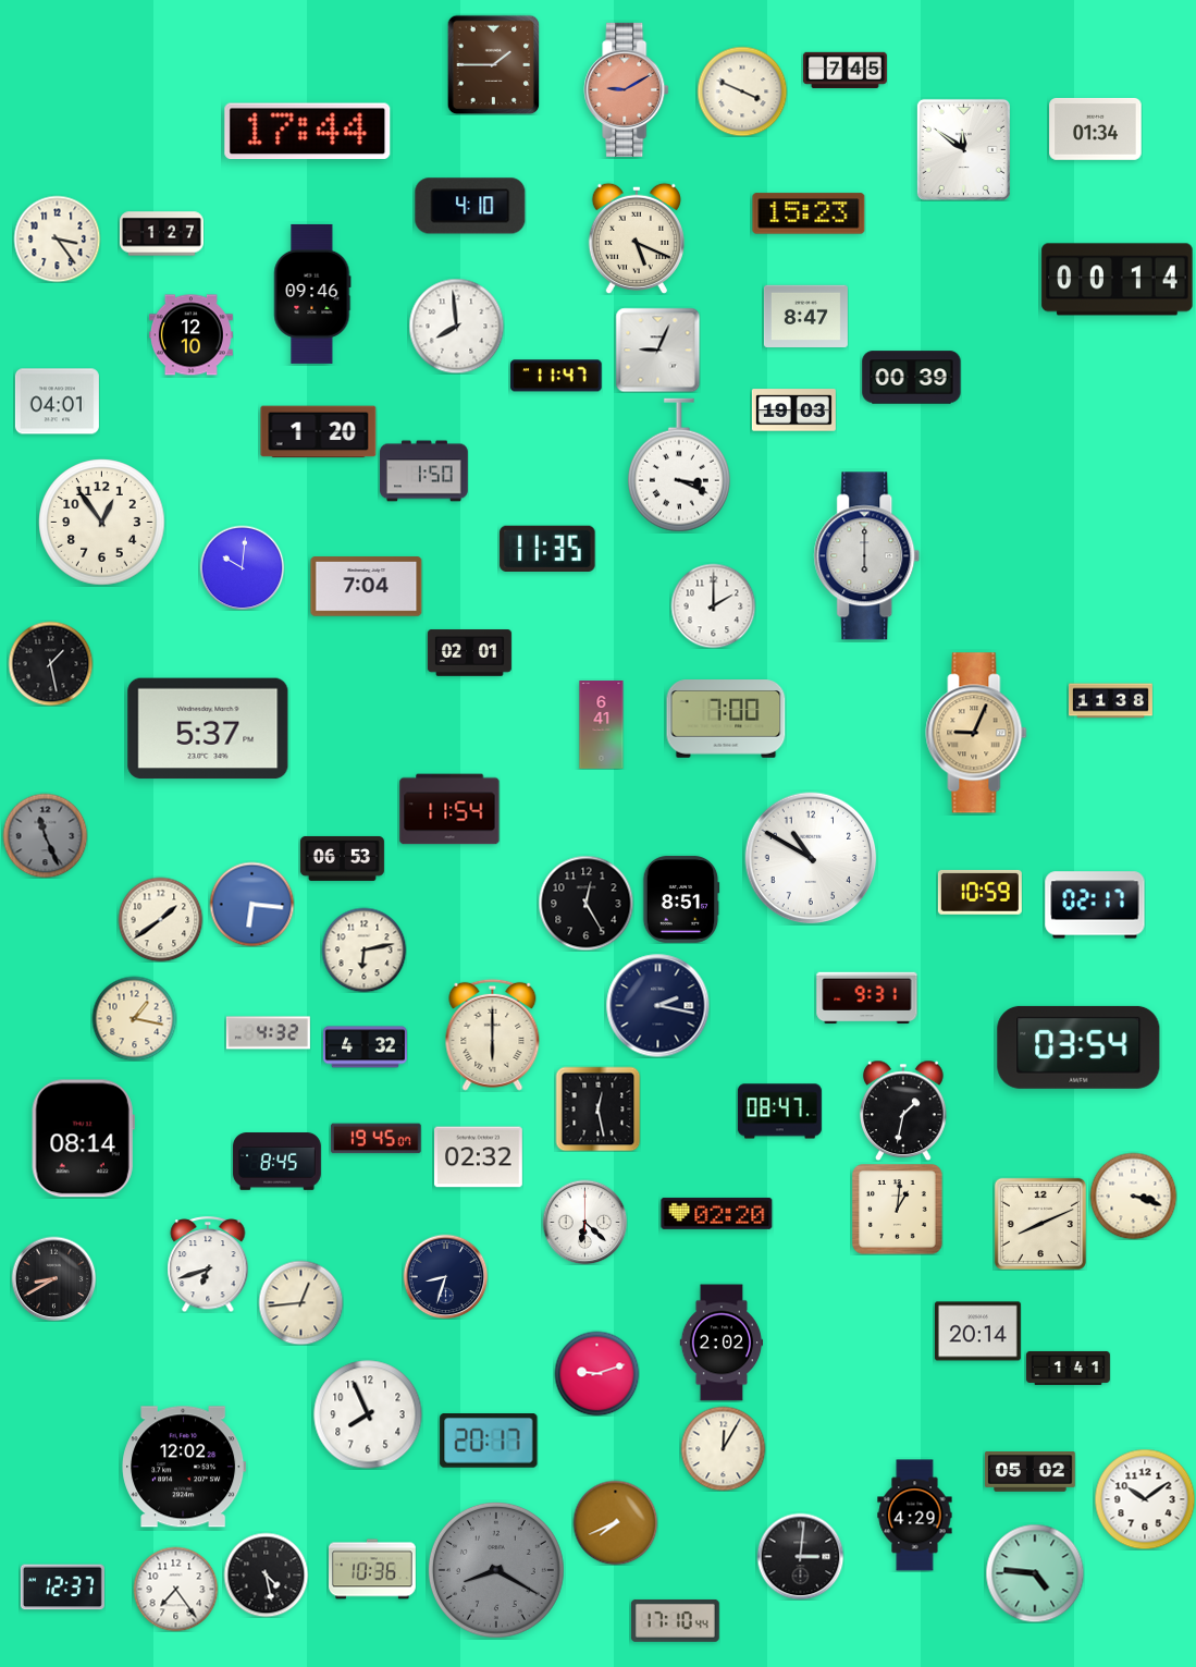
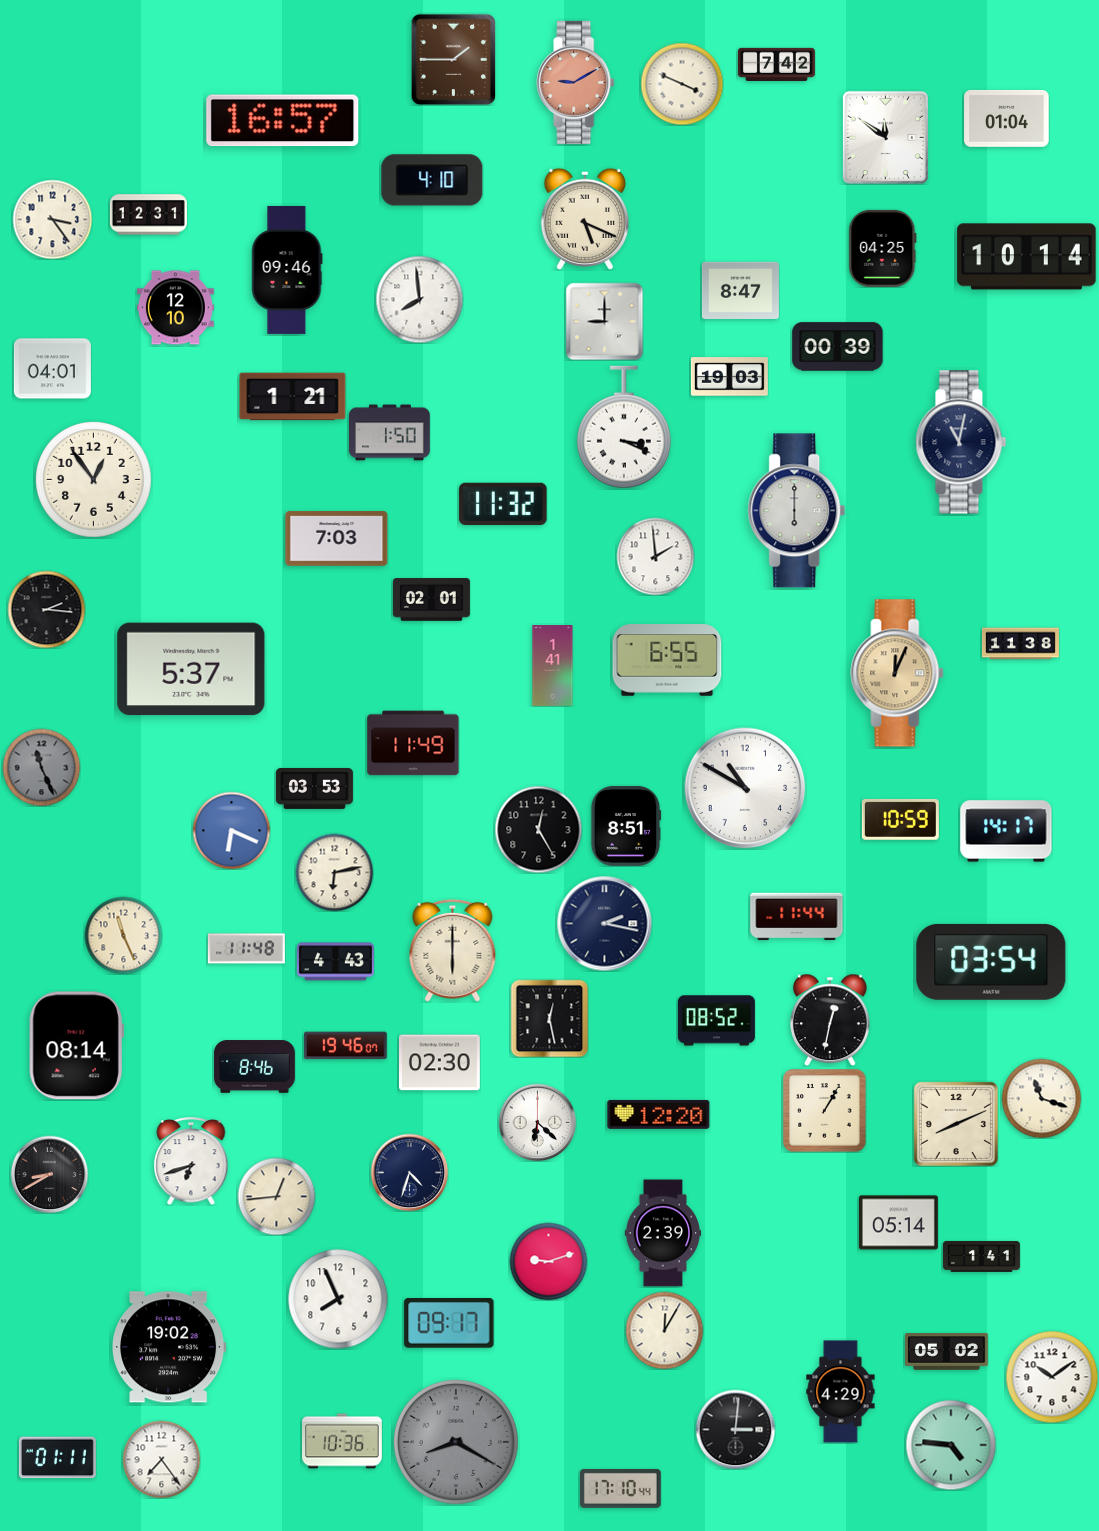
clock at (844, 70): 7:45 -> 7:42
clock at (1096, 128): 01:34 -> 01:04
clock at (308, 132): 17:44 -> 16:57
clock at (470, 206) position: (470, 206) -> (432, 180)
clock at (809, 213): 15:23 -> none
clock at (161, 234): 1:27 -> 12:31
clock at (883, 248): none -> 04:25
clock at (1118, 280): 00:14 -> 10:14
clock at (657, 350): 9:04 -> 9:00
clock at (556, 376): 11:47 -> none
clock at (319, 432): 1:20 -> 1:21
clock at (961, 442): none -> 11:02
clock at (547, 548): 11:35 -> 11:32
clock at (242, 567): 10:01 -> none
clock at (367, 587): 7:04 -> 7:03
clock at (713, 605): 2:00 -> 1:59
clock at (50, 663): 1:28 -> 2:16
clock at (726, 719): 7:00 -> 6:55
clock at (602, 725): 6:41 -> 1:41
clock at (976, 733): 9:04 -> 12:04
clock at (449, 809): 11:54 -> 11:49
clock at (342, 858): 06:53 -> 03:53
clock at (251, 904): 6:16 -> 6:19
clock at (1095, 905): 02:17 -> 14:17
clock at (160, 919): 1:39 -> none
clock at (867, 998): 9:31 -> 11:44
clock at (134, 1018): 1:17 -> 11:26
clock at (268, 1033): 4:32 -> 11:48
clock at (365, 1047): 4:32 -> 4:43
clock at (904, 1111): 1:32 -> 12:32
clock at (779, 1112): 08:47 -> 08:52
clock at (377, 1139): 19:45 -> 19:46
clock at (479, 1157): 02:32 -> 02:30
clock at (278, 1162): 8:45 -> 8:46
clock at (1133, 1196): 3:18 -> 11:18
clock at (897, 1209): 1:01 -> 1:05
clock at (717, 1213): 02:20 -> 12:20
clock at (445, 1276): 8:33 -> 4:33
clock at (977, 1332): 20:14 -> 05:14
clock at (722, 1343): 2:02 -> 2:39
clock at (489, 1442): 20:17 -> 09:17
clock at (184, 1467): 12:02 -> 19:02
clock at (615, 1522): 7:41 -> none
clock at (266, 1574): 4:28 -> none
clock at (62, 1588): 12:37 -> 01:11
